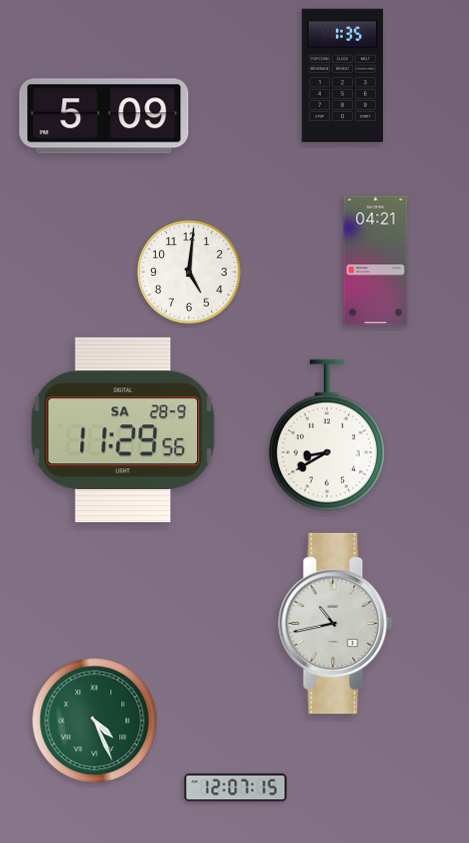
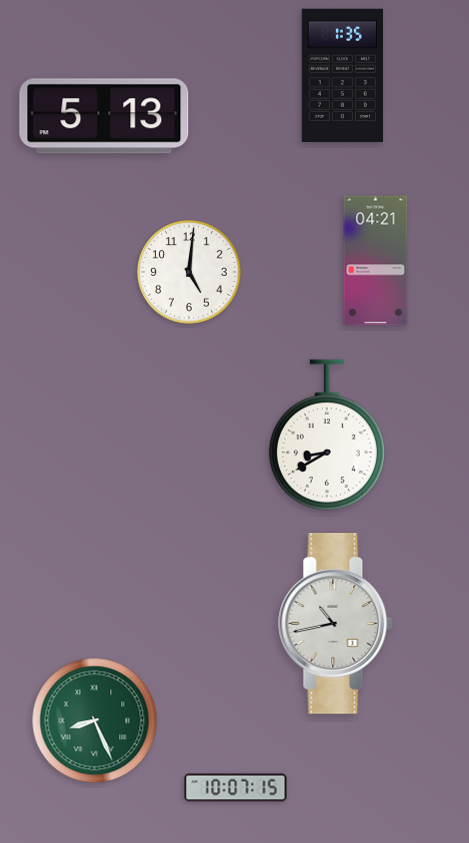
clock at (104, 116): 5:09 -> 5:13
clock at (123, 430): 11:29 -> none
clock at (95, 721): 4:26 -> 8:26
clock at (236, 788): 12:07 -> 10:07
